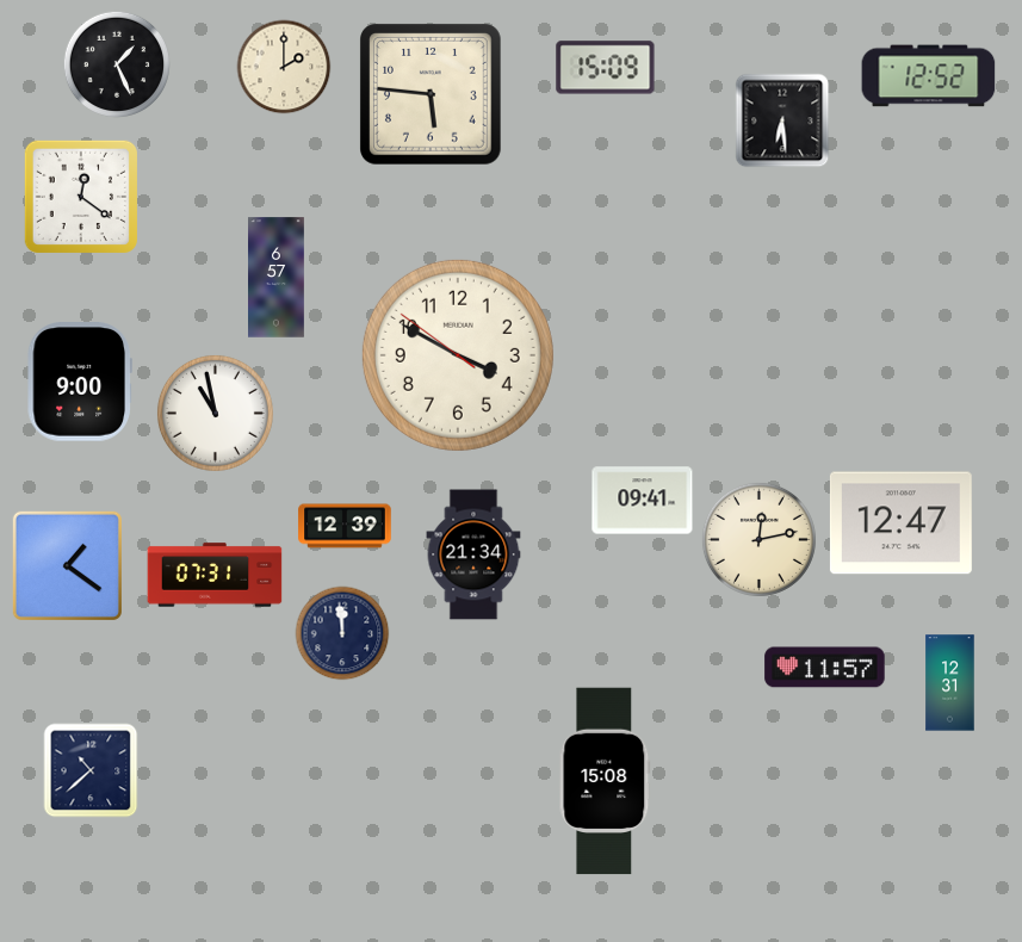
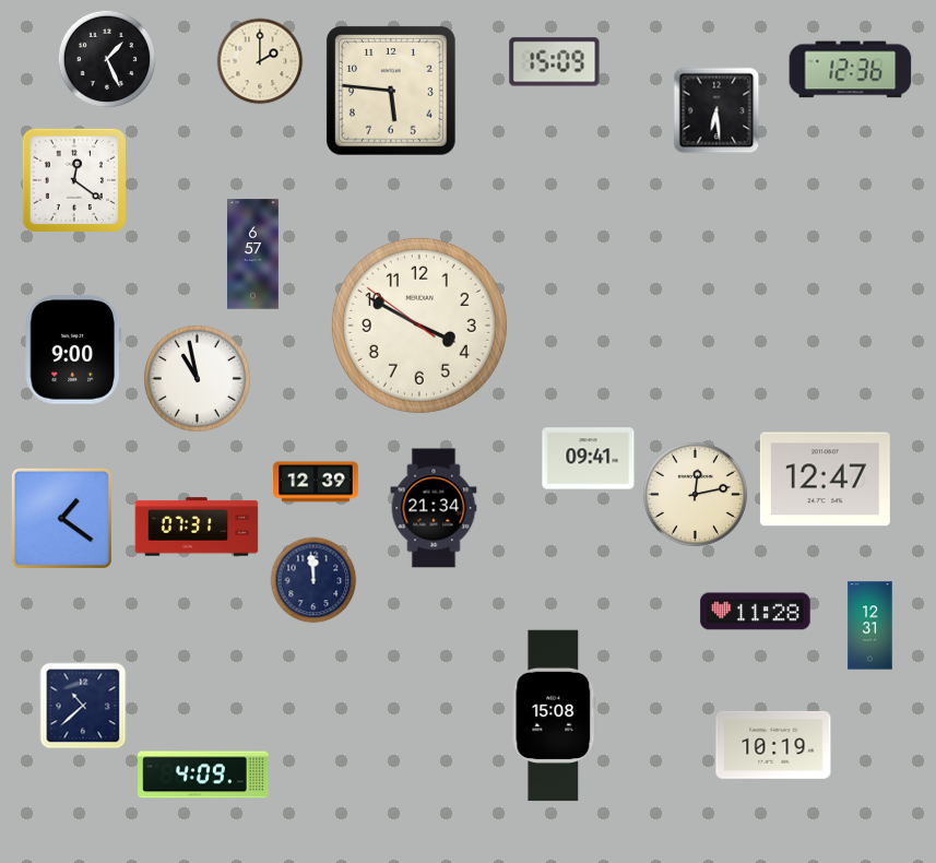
clock at (929, 76): 12:52 -> 12:36
clock at (432, 95) position: (432, 95) -> (392, 92)
clock at (825, 668): 11:57 -> 11:28
clock at (773, 745): none -> 10:19
clock at (203, 775): none -> 4:09
